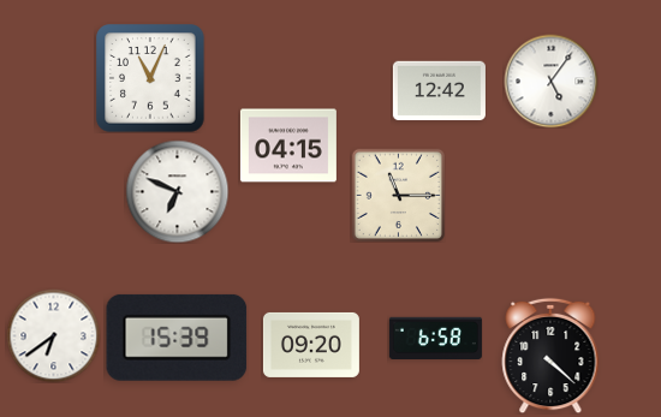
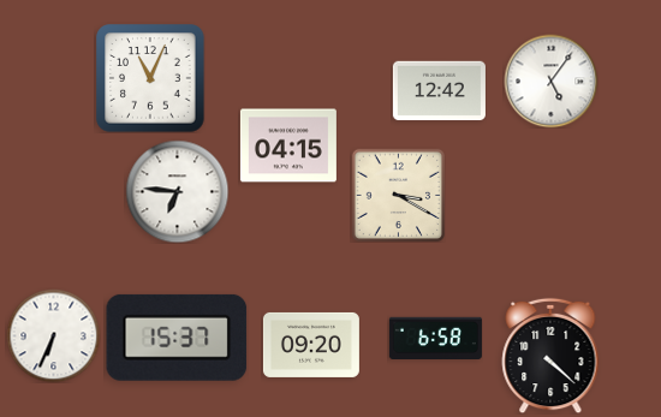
clock at (177, 191): 6:49 -> 6:46
clock at (398, 195): 11:15 -> 3:20
clock at (53, 335): 6:39 -> 6:34
clock at (177, 338): 15:39 -> 15:37
